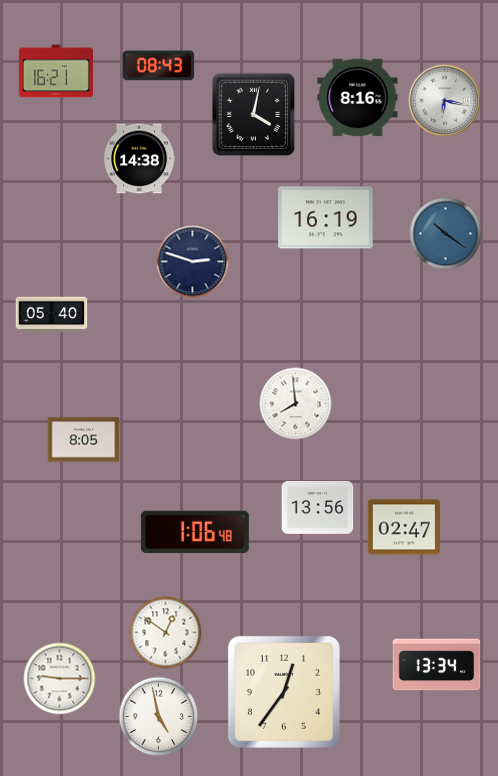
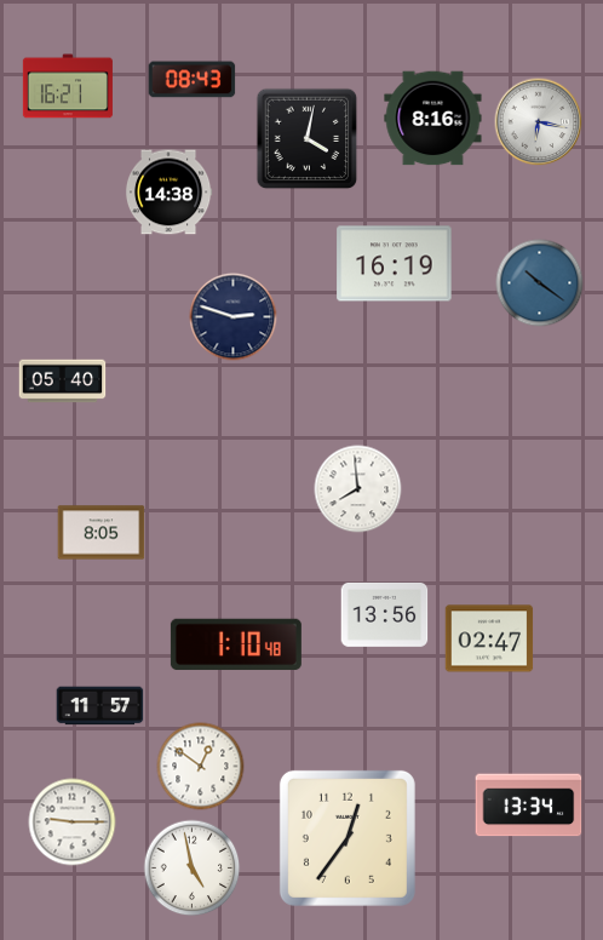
clock at (195, 532): 1:06 -> 1:10
clock at (100, 706): none -> 11:57
clock at (284, 692) position: (284, 692) -> (348, 838)
